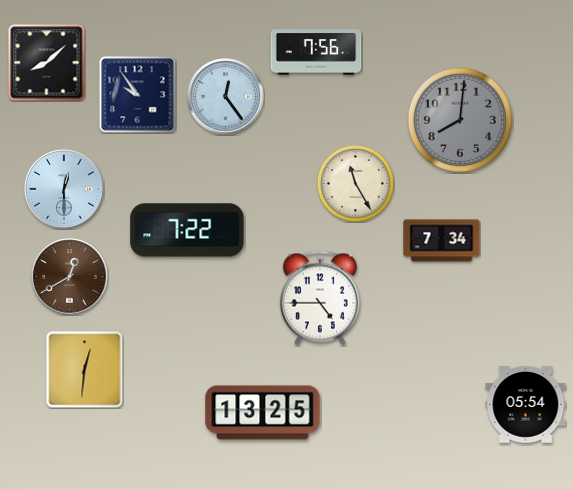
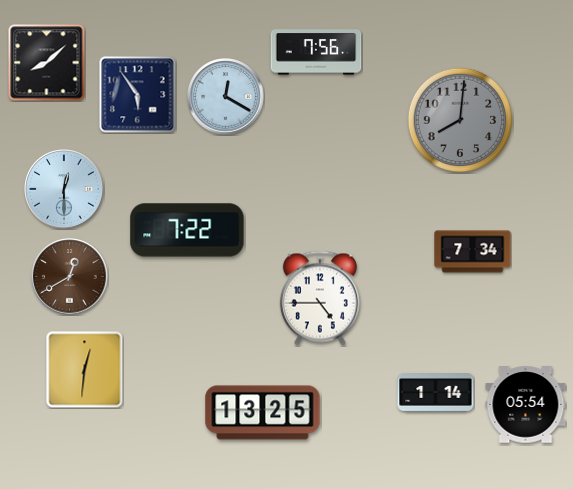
clock at (138, 95): 9:54 -> 5:54
clock at (226, 97): 12:24 -> 12:20
clock at (355, 183): 11:25 -> none
clock at (442, 241) position: (442, 241) -> (473, 252)
clock at (436, 393): none -> 1:14
